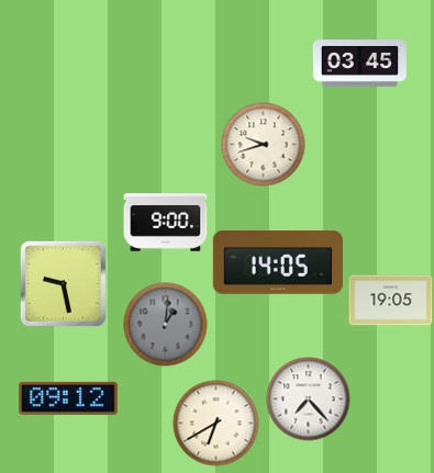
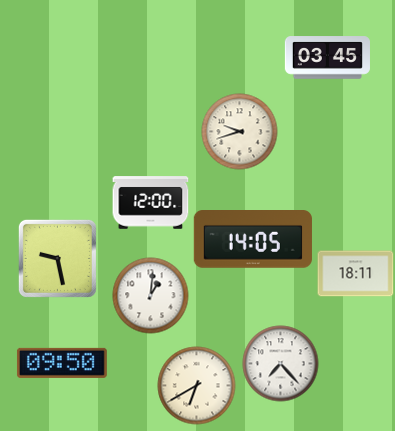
clock at (166, 223): 9:00 -> 12:00
clock at (391, 301): 19:05 -> 18:11
clock at (166, 325) dial: grey -> white
clock at (68, 398): 09:12 -> 09:50
